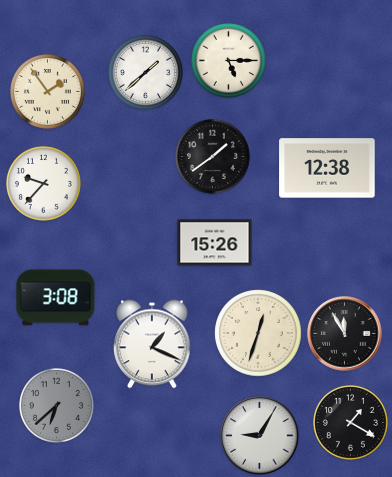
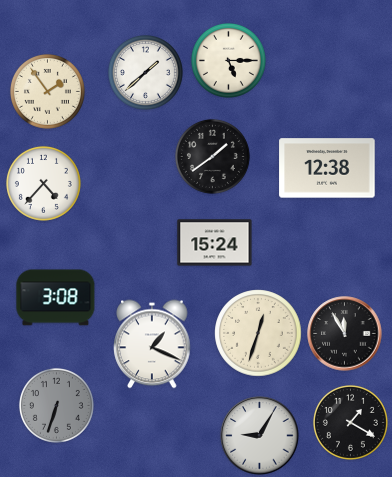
clock at (43, 183): 9:37 -> 4:37
clock at (215, 243): 15:26 -> 15:24
clock at (56, 405): 6:38 -> 6:33
